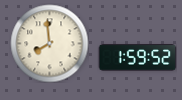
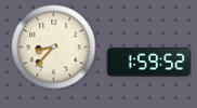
clock at (49, 43): 7:59 -> 8:37
